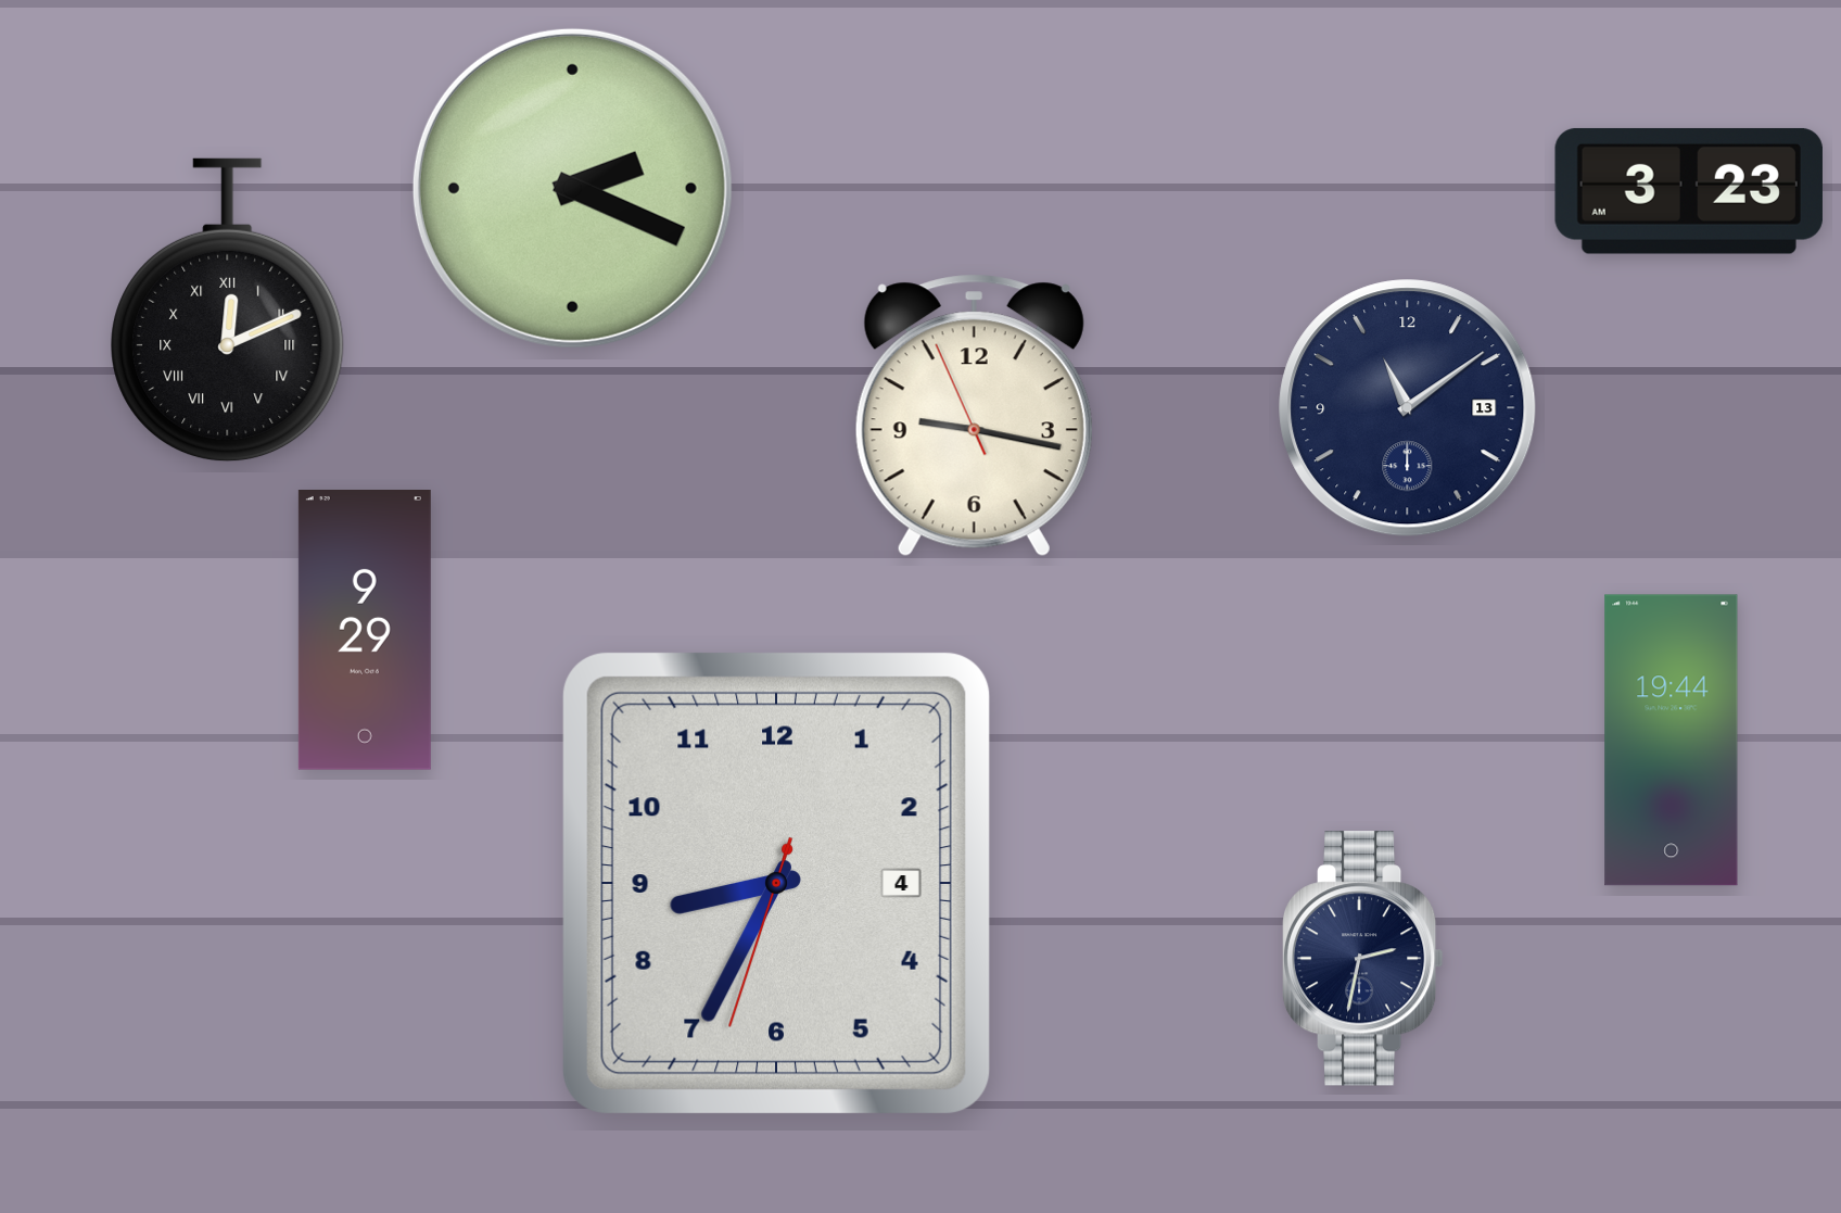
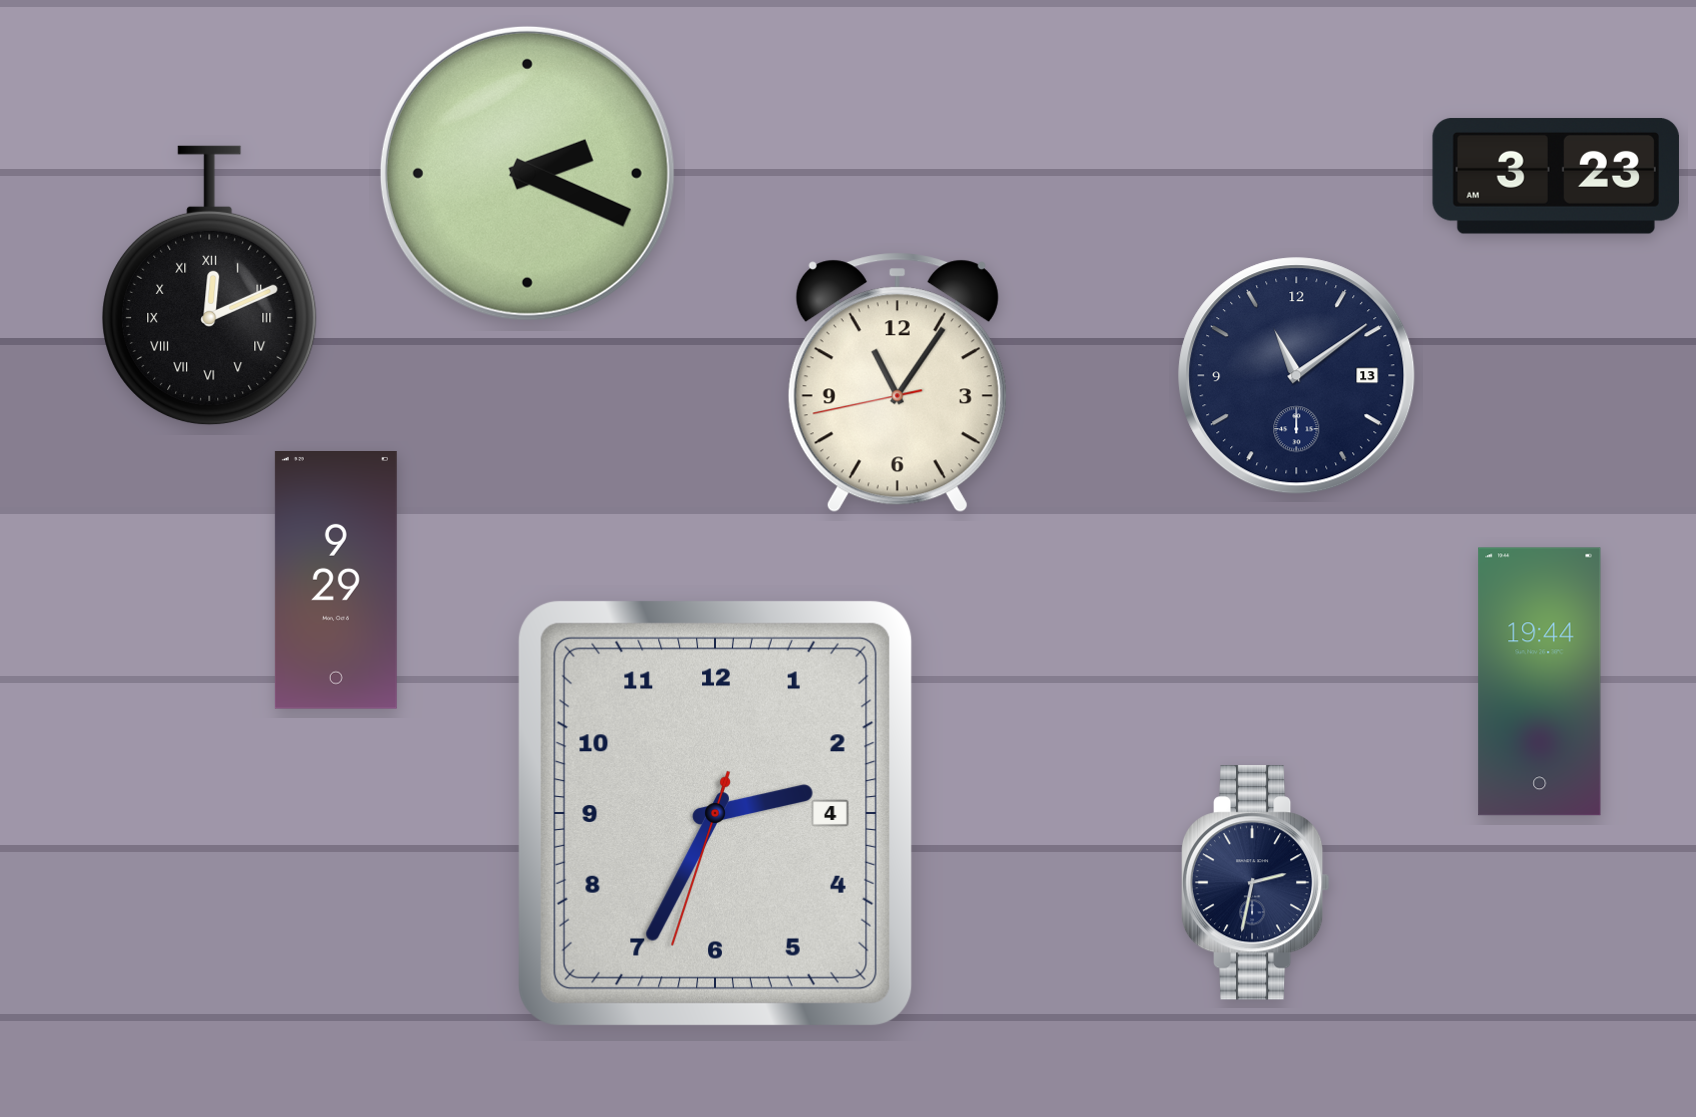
clock at (974, 416): 9:16 -> 11:05
clock at (776, 883): 8:34 -> 2:34
